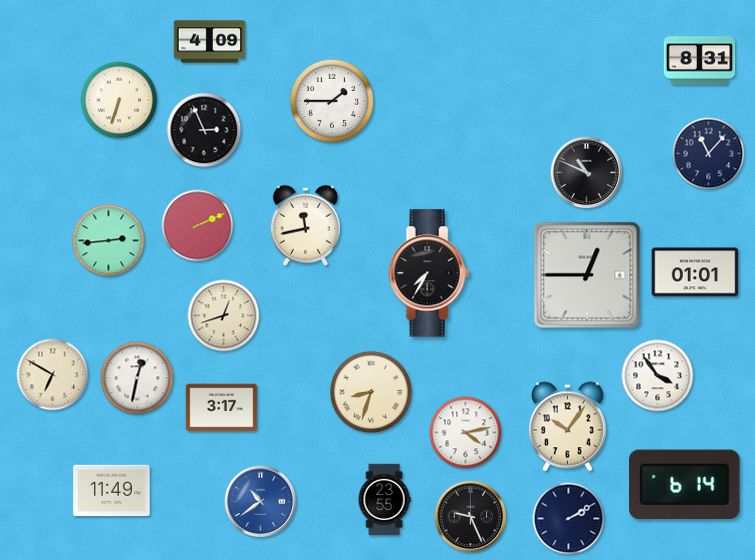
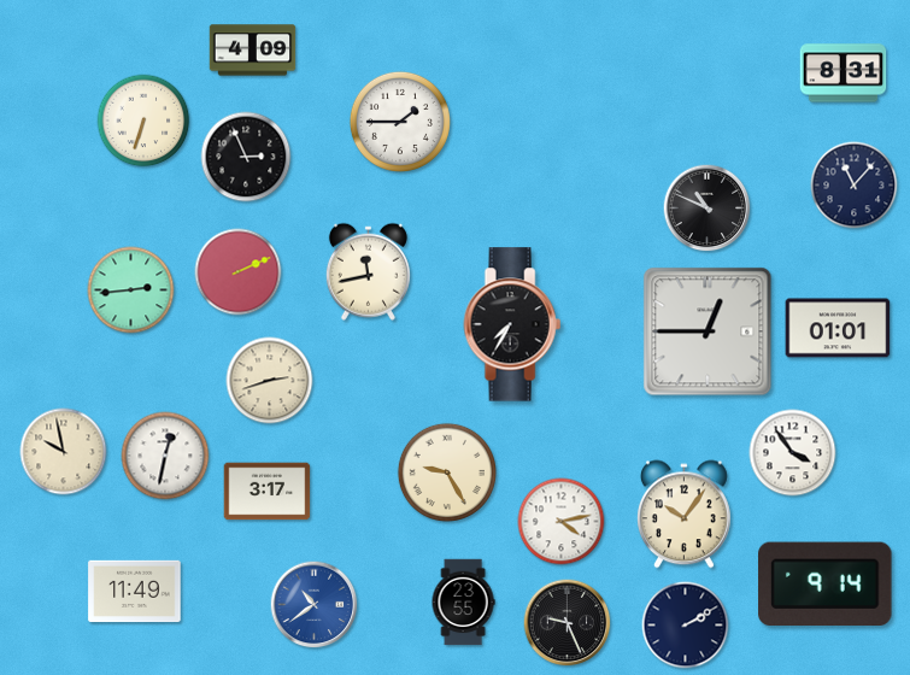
clock at (429, 273) position: (429, 273) -> (512, 324)
clock at (224, 316): 12:42 -> 2:42
clock at (53, 375): 6:50 -> 9:58
clock at (370, 391): 8:33 -> 9:25
clock at (685, 484): 6:14 -> 9:14
